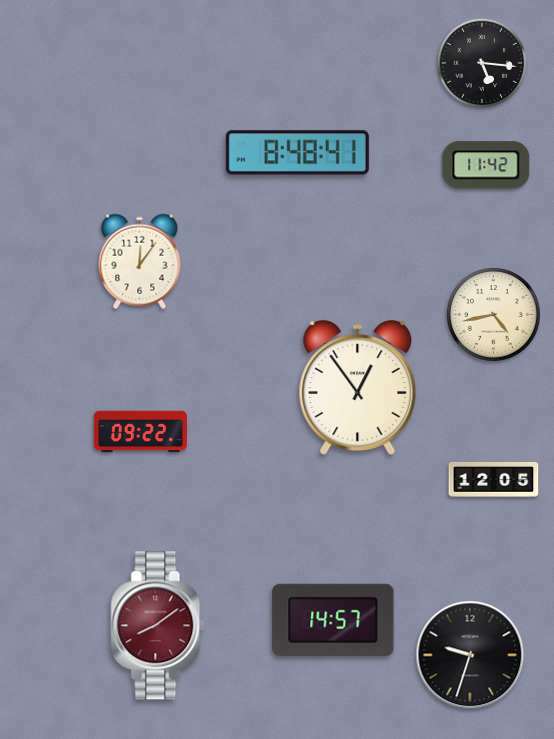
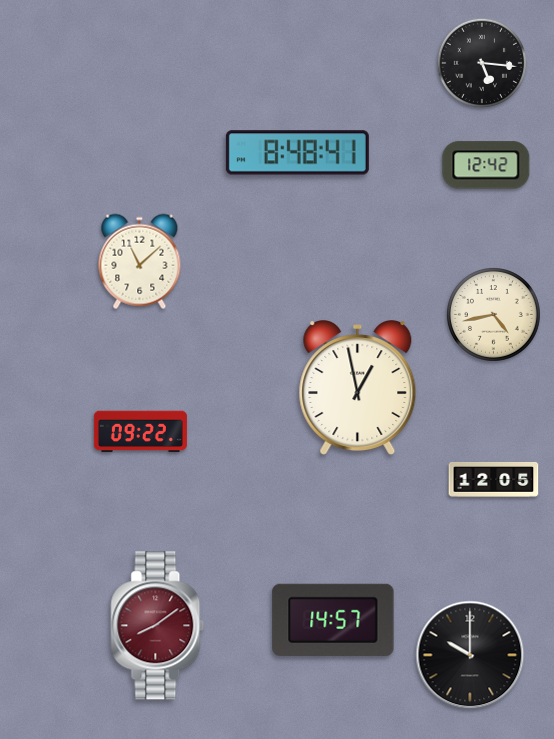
clock at (486, 165): 11:42 -> 12:42
clock at (140, 262): 12:06 -> 11:08
clock at (358, 388): 12:54 -> 12:58
clock at (470, 655): 9:33 -> 10:00
